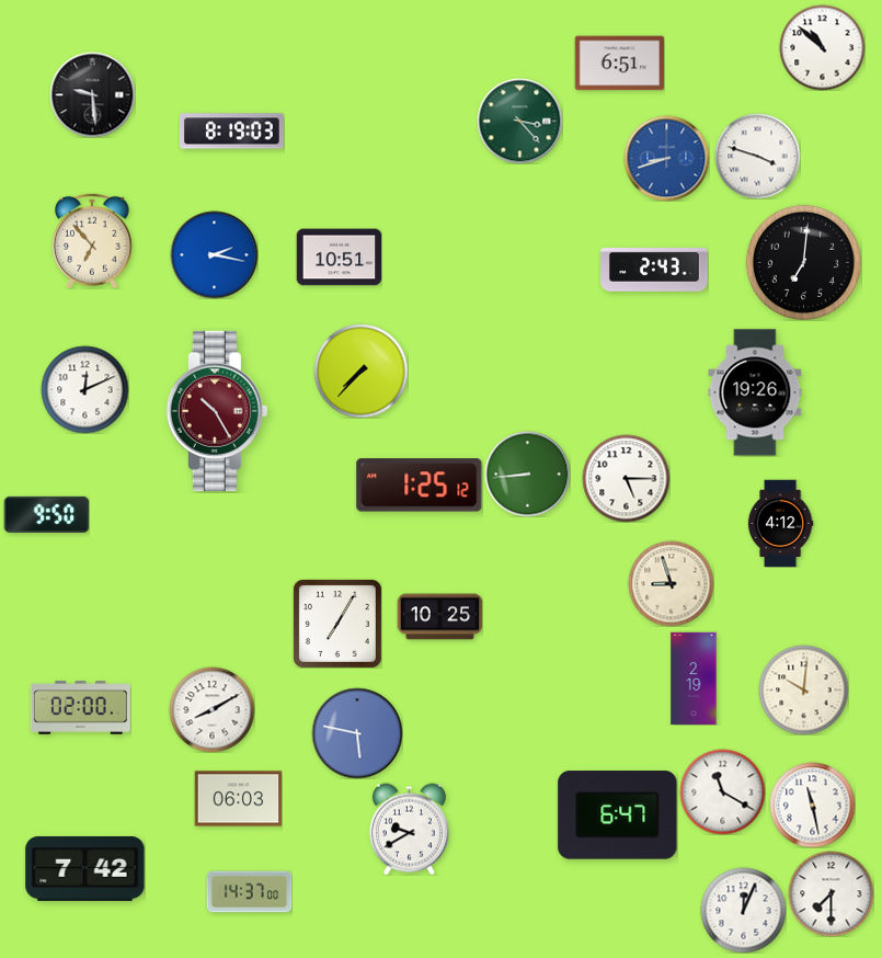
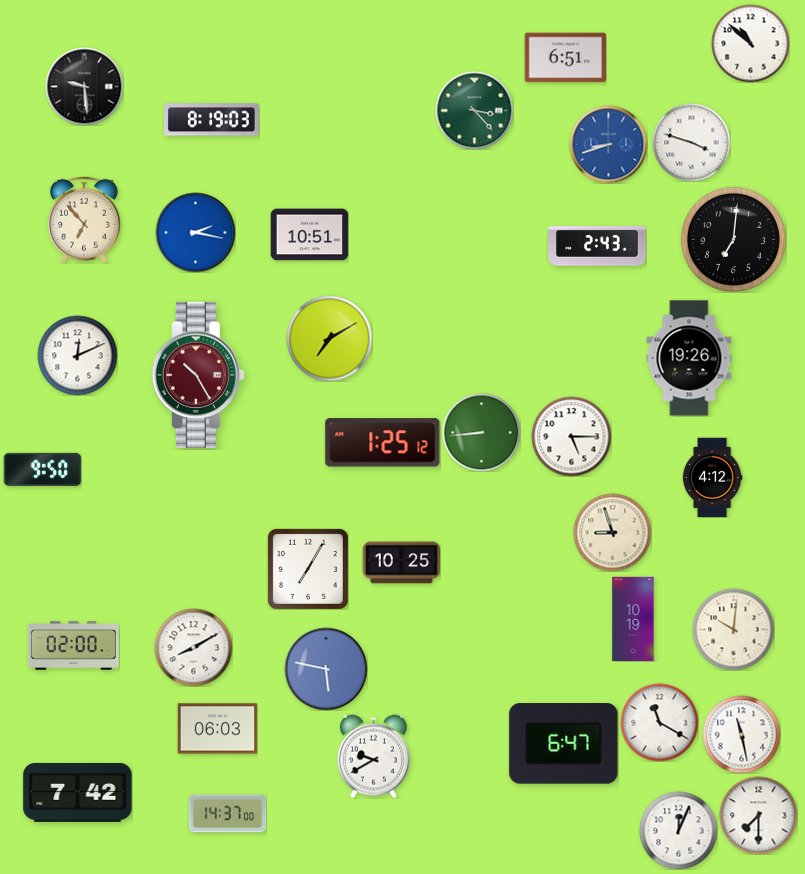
clock at (360, 370): 7:37 -> 7:10
clock at (694, 678): 2:19 -> 10:19
